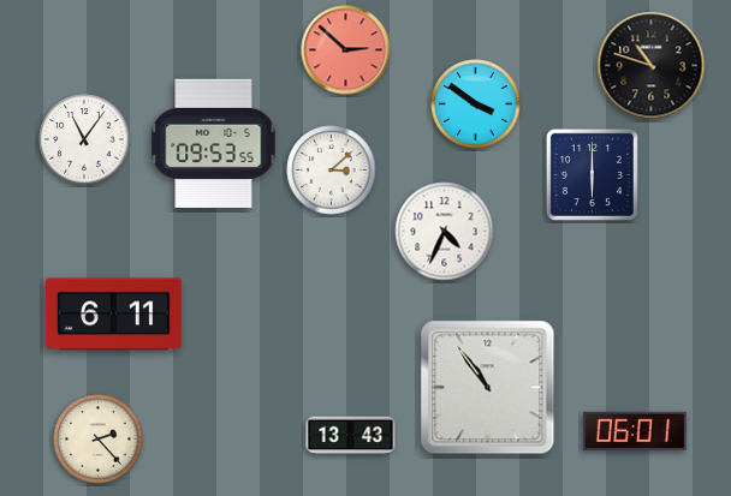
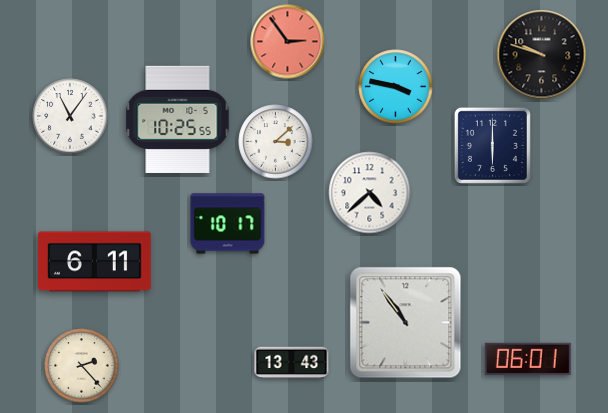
clock at (346, 50): 2:52 -> 2:54
clock at (652, 66): 10:48 -> 9:48
clock at (476, 104): 3:51 -> 3:47
clock at (214, 143): 09:53 -> 10:25
clock at (445, 232): 4:34 -> 4:38
clock at (228, 224): none -> 10:17
